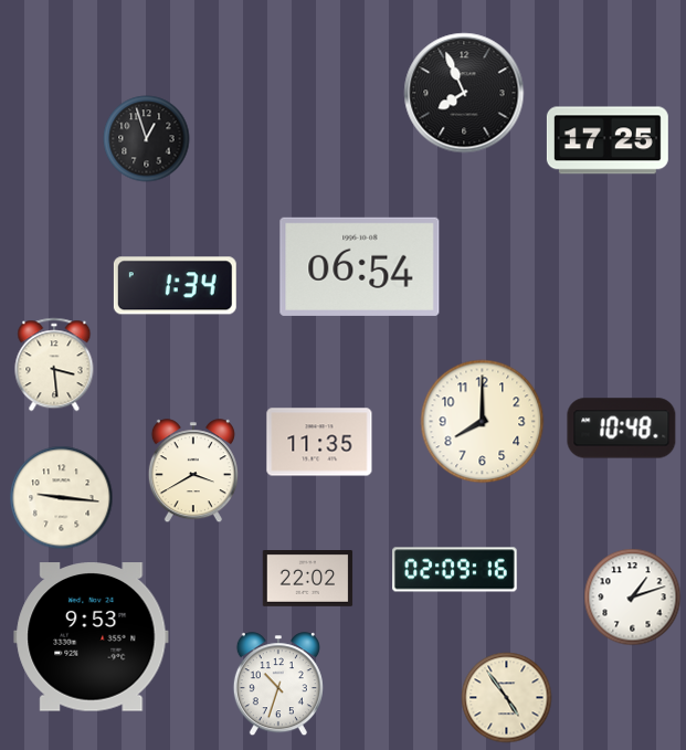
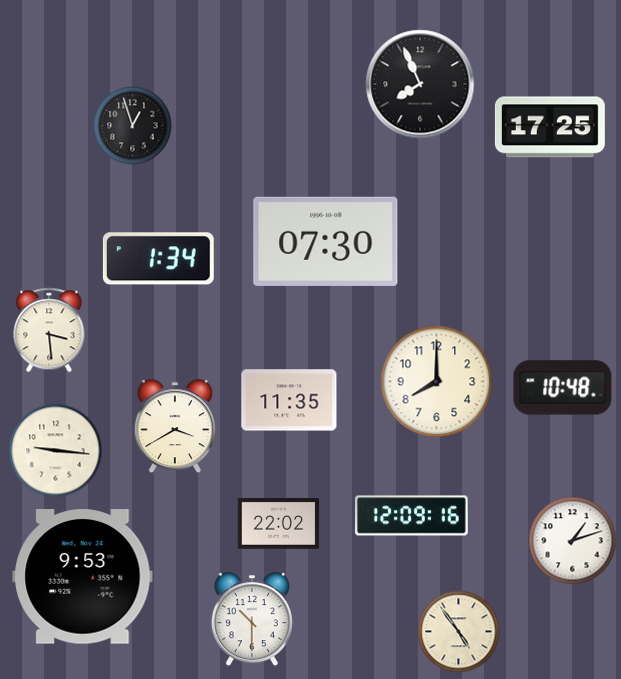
clock at (360, 266): 06:54 -> 07:30
clock at (455, 570): 02:09 -> 12:09
clock at (278, 685): 10:33 -> 10:30
